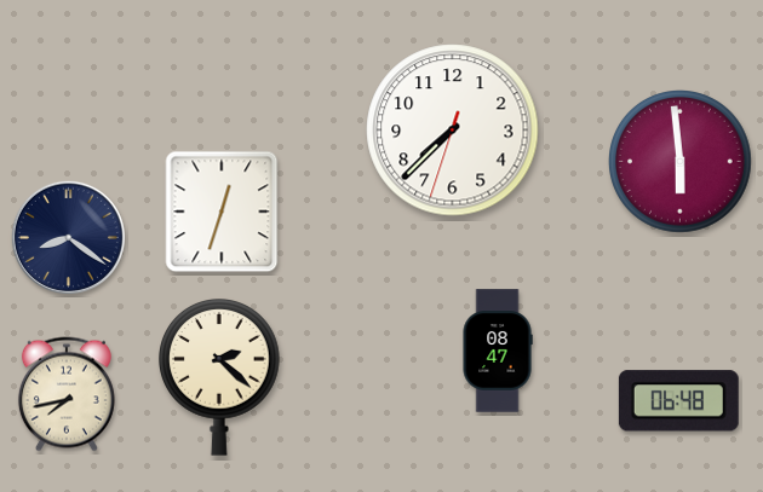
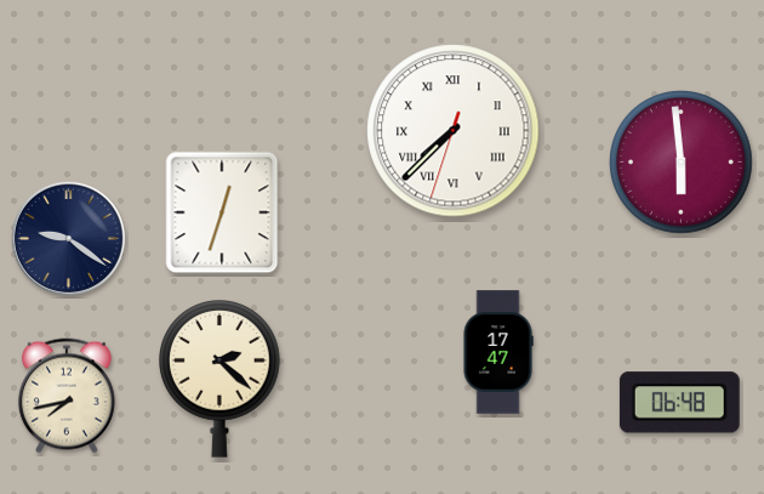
clock at (453, 131) numerals: Arabic -> Roman
clock at (68, 237): 8:21 -> 9:21
clock at (498, 351): 08:47 -> 17:47
